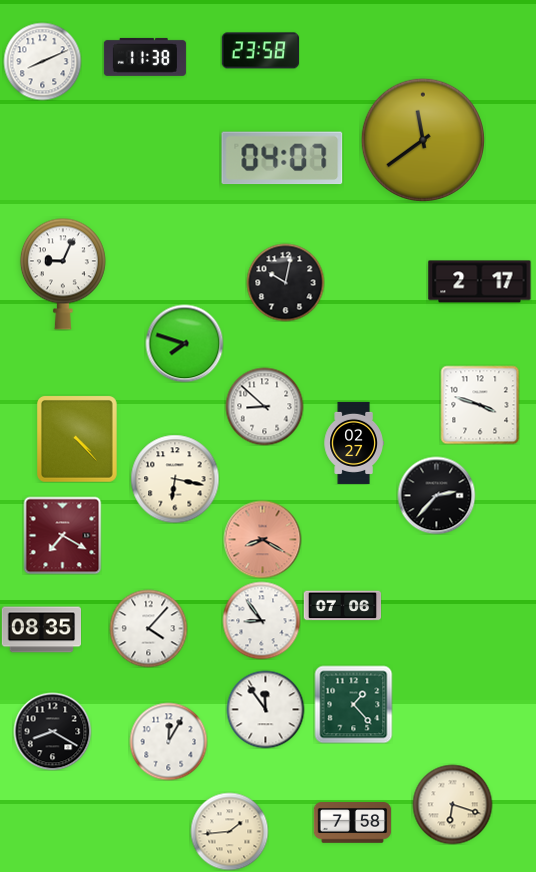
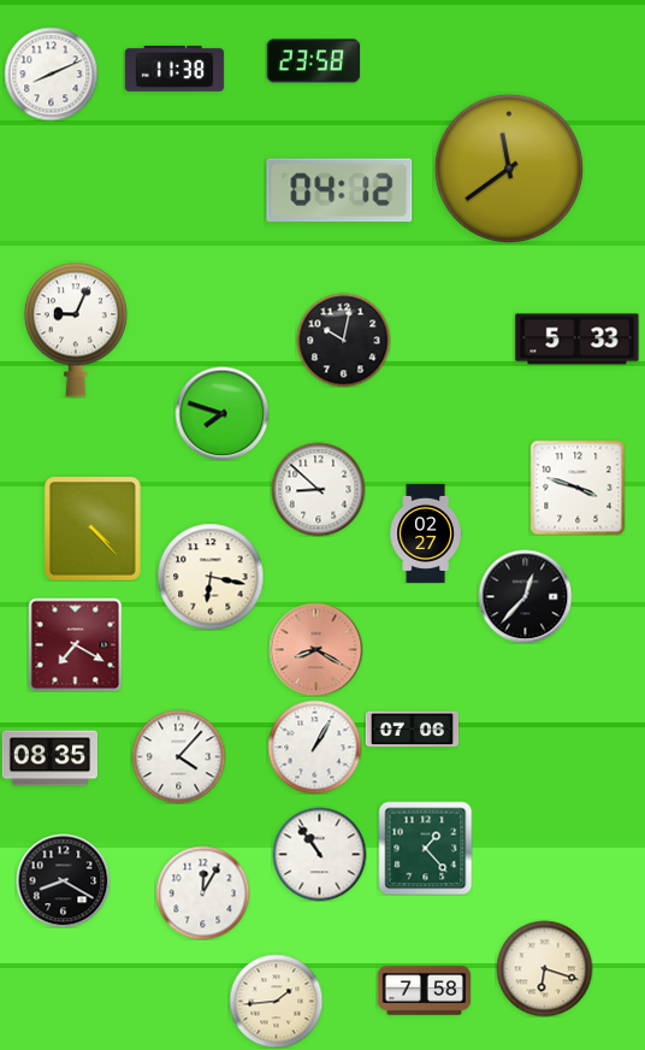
clock at (282, 158): 04:07 -> 04:12
clock at (480, 282): 2:17 -> 5:33
clock at (436, 495): 2:37 -> 12:37
clock at (261, 620): 8:54 -> 1:05
clock at (265, 709): 11:54 -> 10:54
